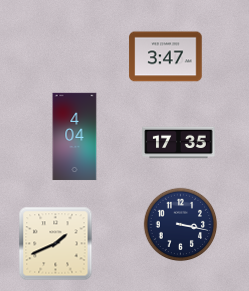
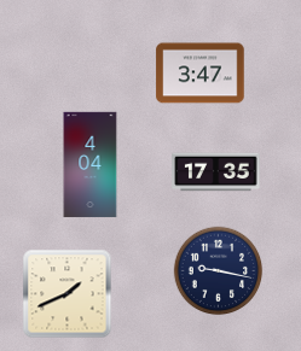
clock at (166, 57) position: (166, 57) -> (201, 74)
clock at (181, 225): 3:17 -> 9:17
